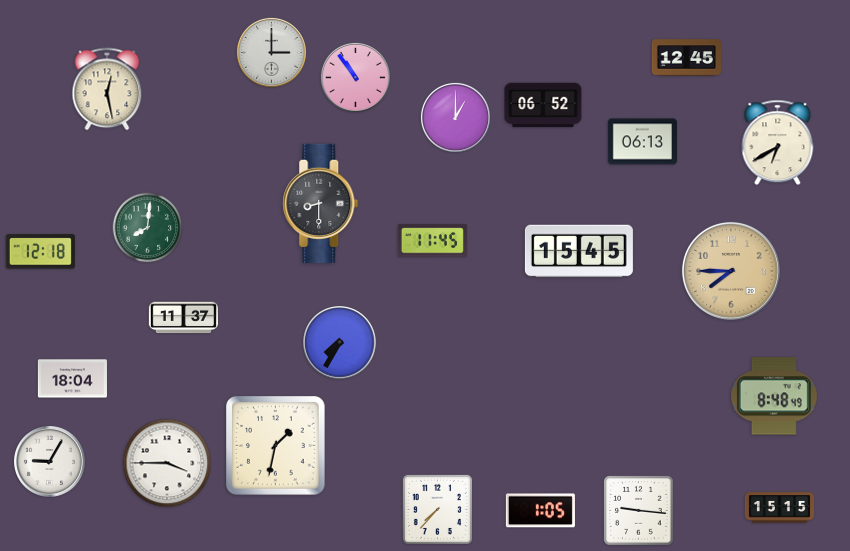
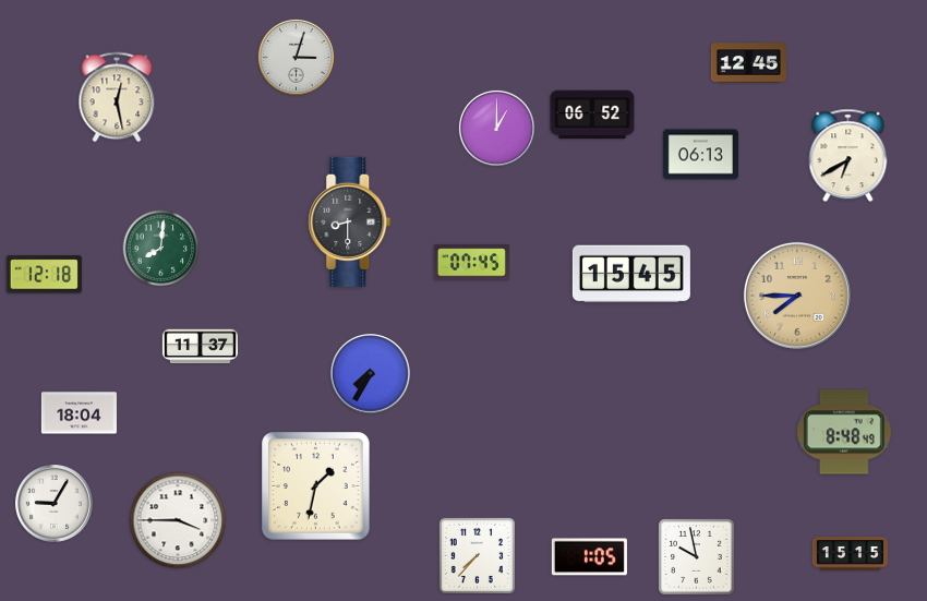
clock at (271, 52): 3:00 -> 3:03
clock at (355, 77): 10:54 -> none
clock at (432, 241): 11:45 -> 07:45
clock at (276, 446) position: (276, 446) -> (316, 486)
clock at (167, 463) position: (167, 463) -> (178, 520)
clock at (639, 511): 9:16 -> 9:58
